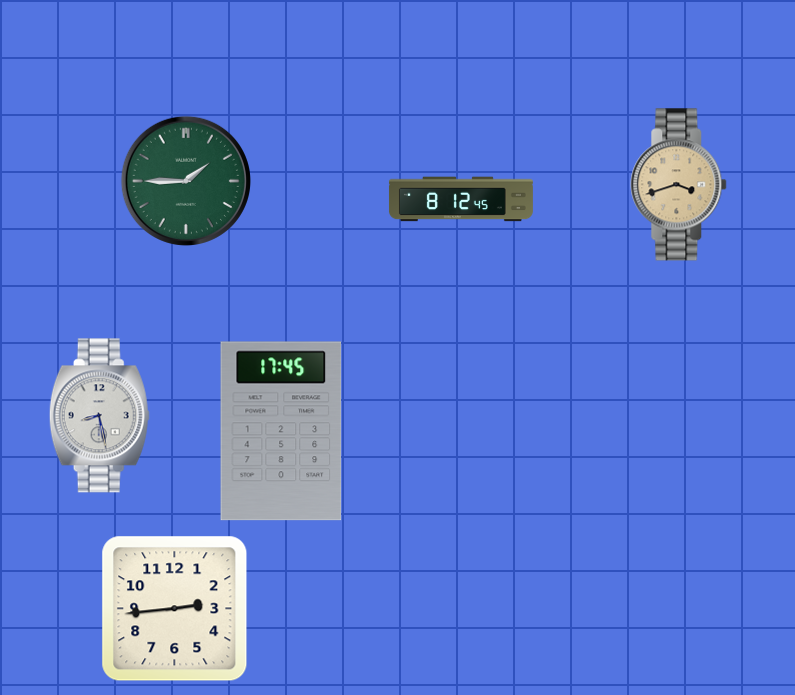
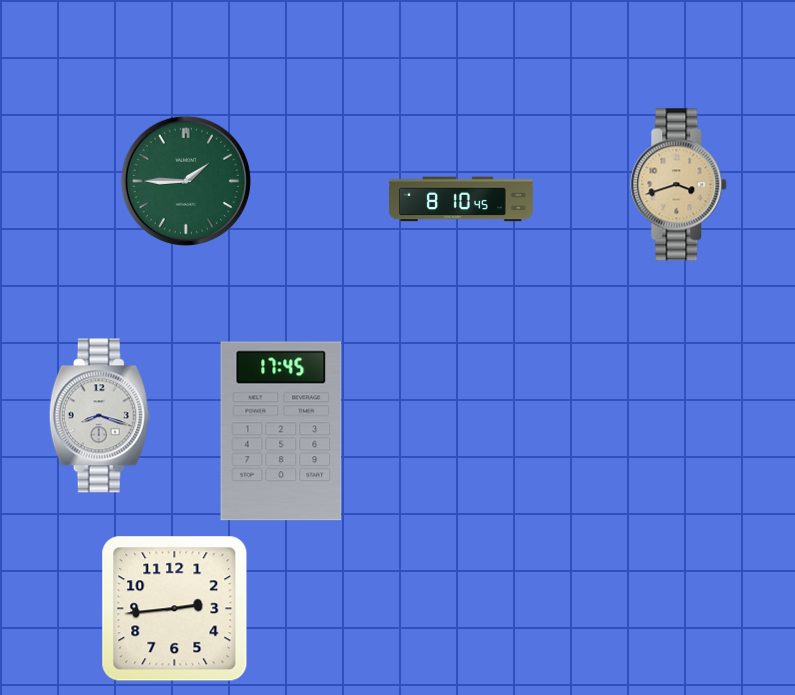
clock at (461, 199): 8:12 -> 8:10
clock at (99, 416): 8:28 -> 8:18
